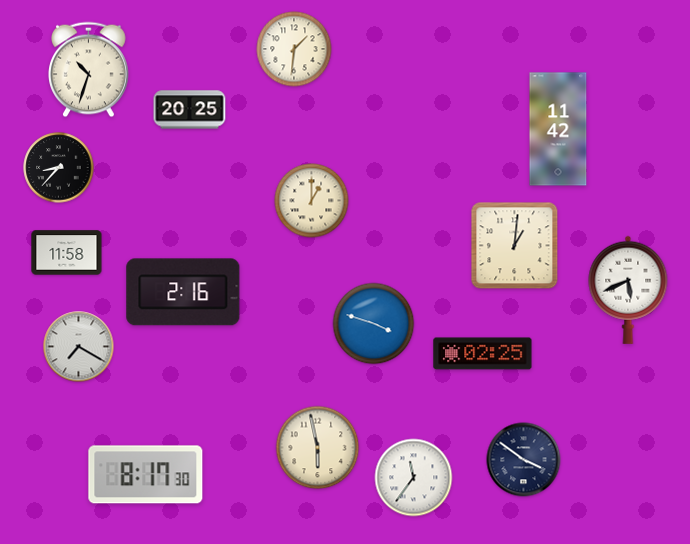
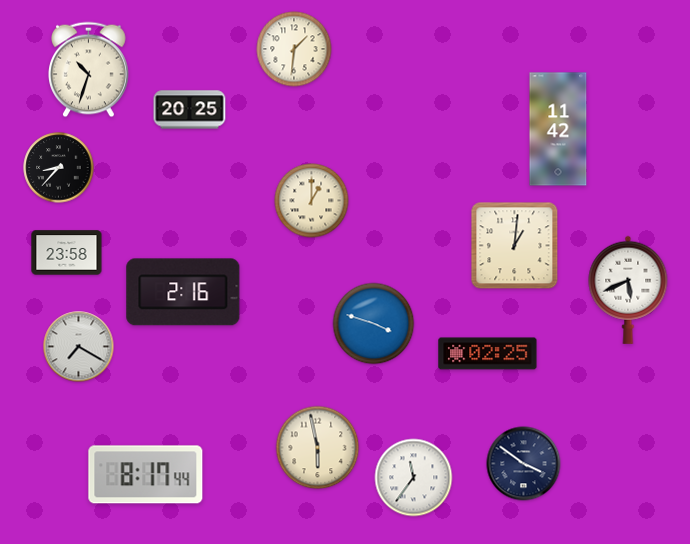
clock at (67, 253): 11:58 -> 23:58
clock at (483, 354) position: (483, 354) -> (488, 354)
clock at (524, 460) position: (524, 460) -> (524, 464)
clock at (146, 475): 8:17:30 -> 8:17:44
